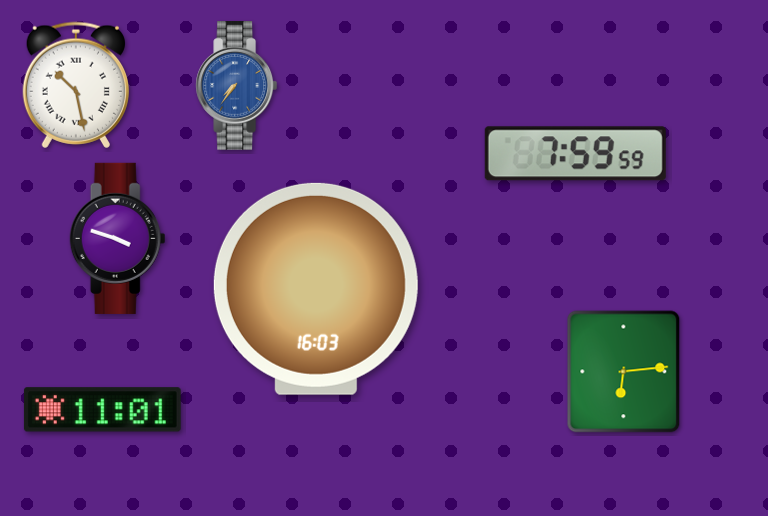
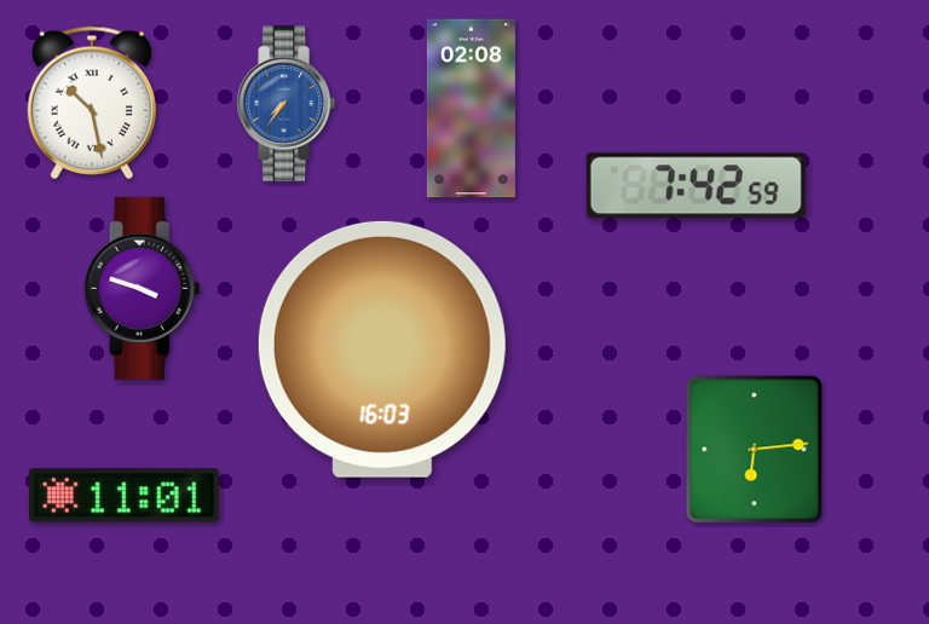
clock at (471, 109): none -> 02:08
clock at (575, 154): 7:59 -> 7:42
